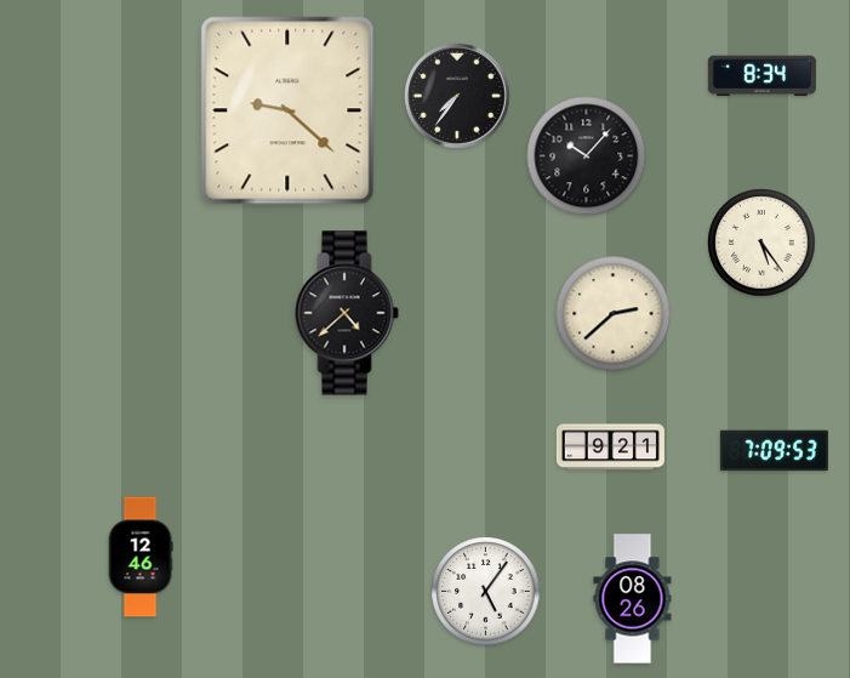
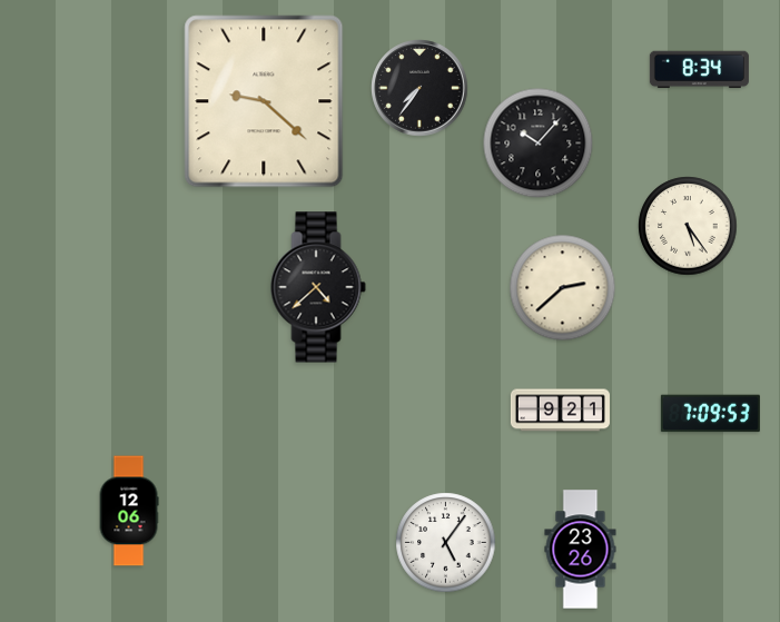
clock at (761, 243) position: (761, 243) -> (688, 226)
clock at (141, 557): 12:46 -> 12:06
clock at (633, 599): 08:26 -> 23:26
